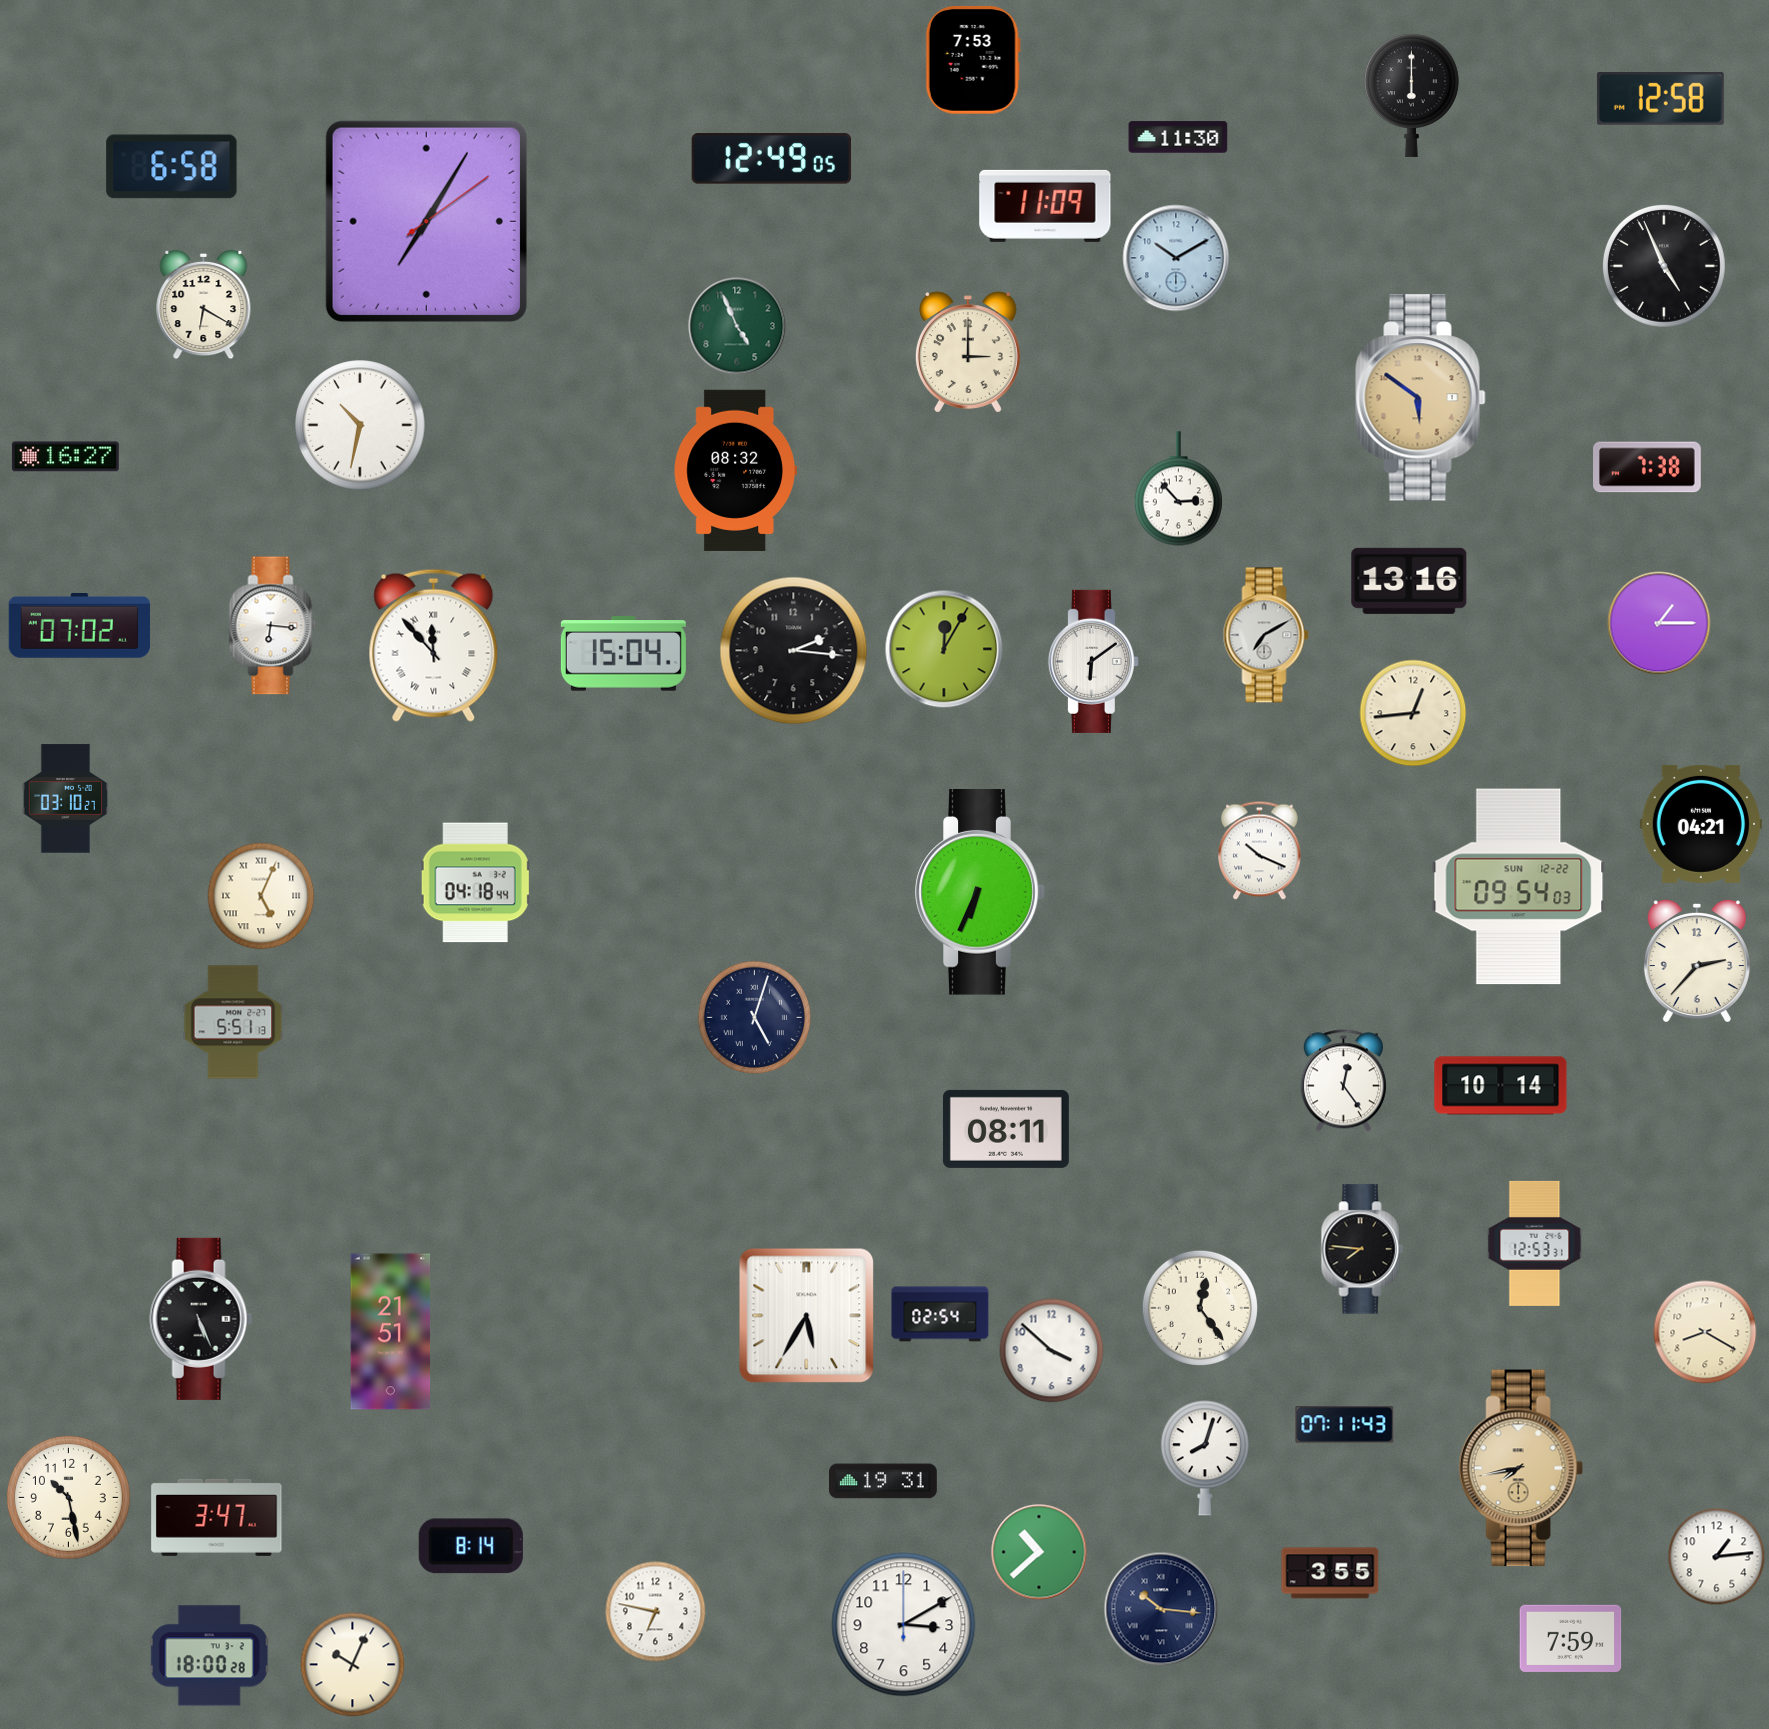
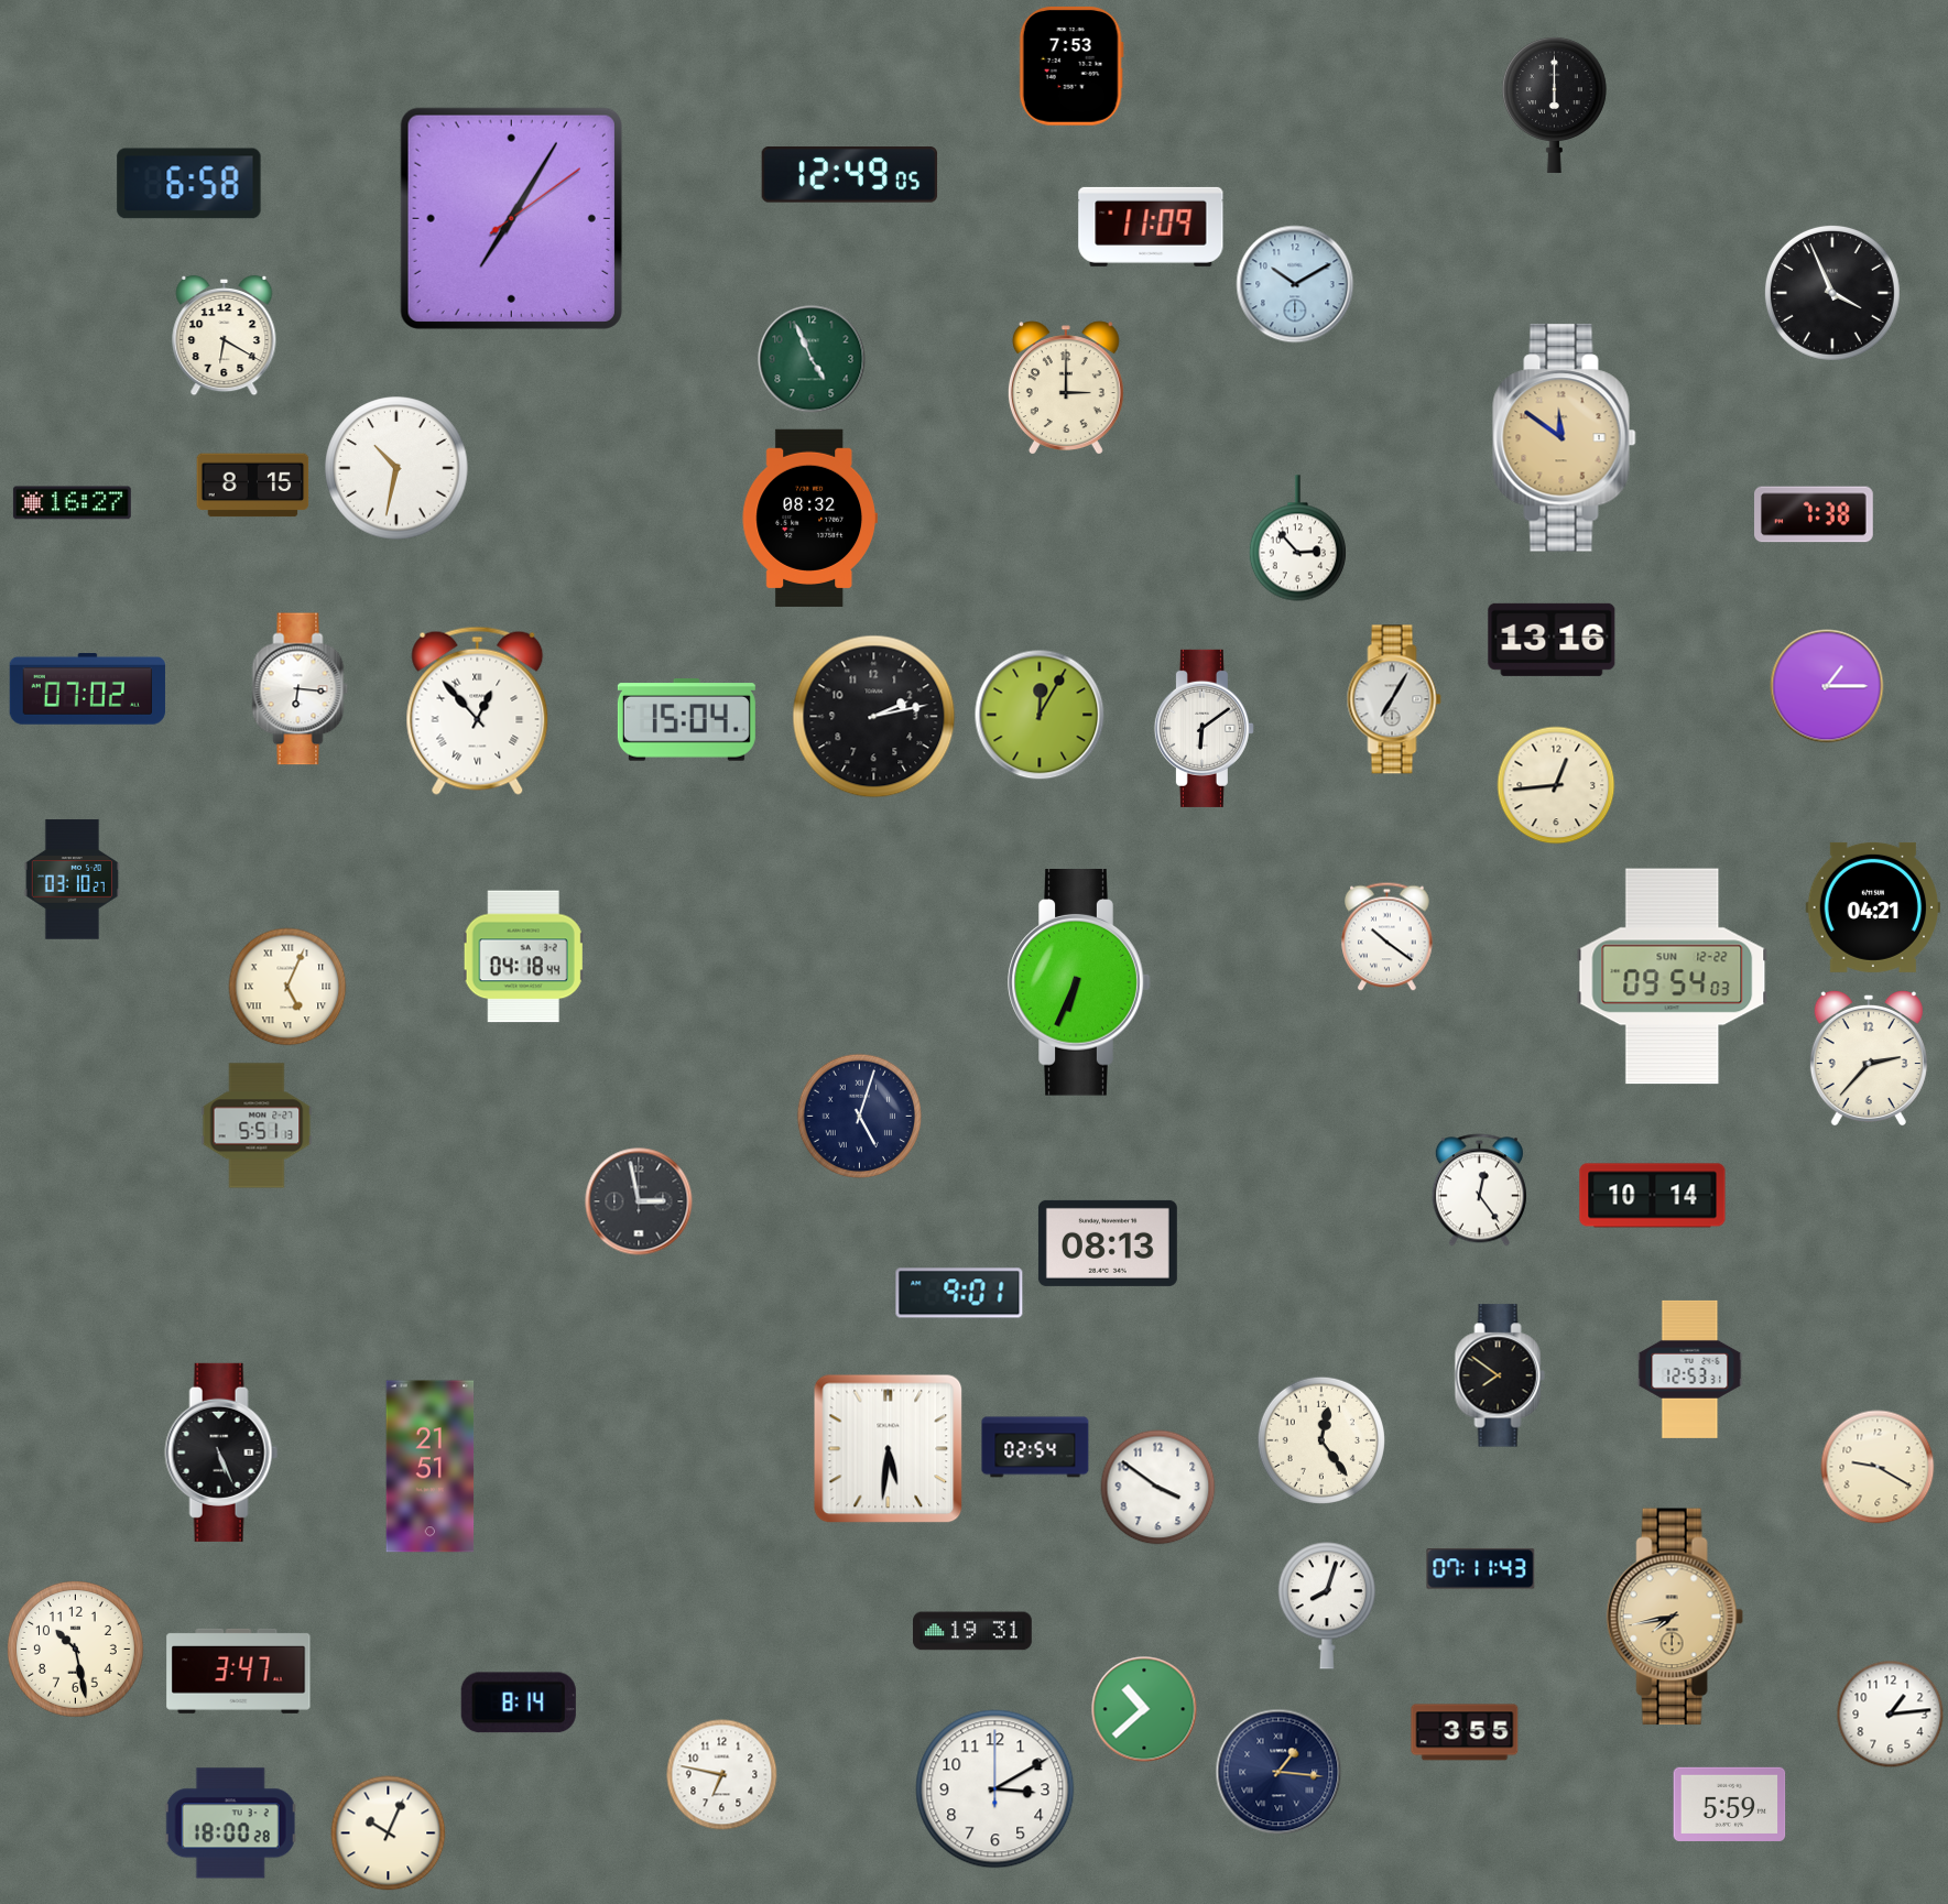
clock at (1660, 99): 12:58 -> none
clock at (1178, 137): 11:30 -> none
clock at (426, 221) position: (426, 221) -> (511, 218)
clock at (1664, 266): 4:56 -> 3:56
clock at (1421, 398): 5:51 -> 11:51
clock at (253, 486): none -> 8:15
clock at (1266, 635): 7:10 -> 7:05
clock at (434, 645): 11:53 -> 12:53
clock at (794, 651): 2:16 -> 2:13
clock at (1260, 851): 10:19 -> 10:21
clock at (476, 883) position: (476, 883) -> (524, 957)
clock at (755, 1018) position: (755, 1018) -> (860, 1117)
clock at (639, 1201): none -> 2:58
clock at (1006, 1129): 08:11 -> 08:13
clock at (959, 1293): none -> 9:01
clock at (1362, 1249): 7:46 -> 7:51
clock at (807, 1316): 5:35 -> 5:31
clock at (1705, 1332): 8:20 -> 9:20
clock at (1052, 1351): 3:52 -> 3:51
clock at (1161, 1609): 10:16 -> 1:16
clock at (1571, 1638): 7:59 -> 5:59
